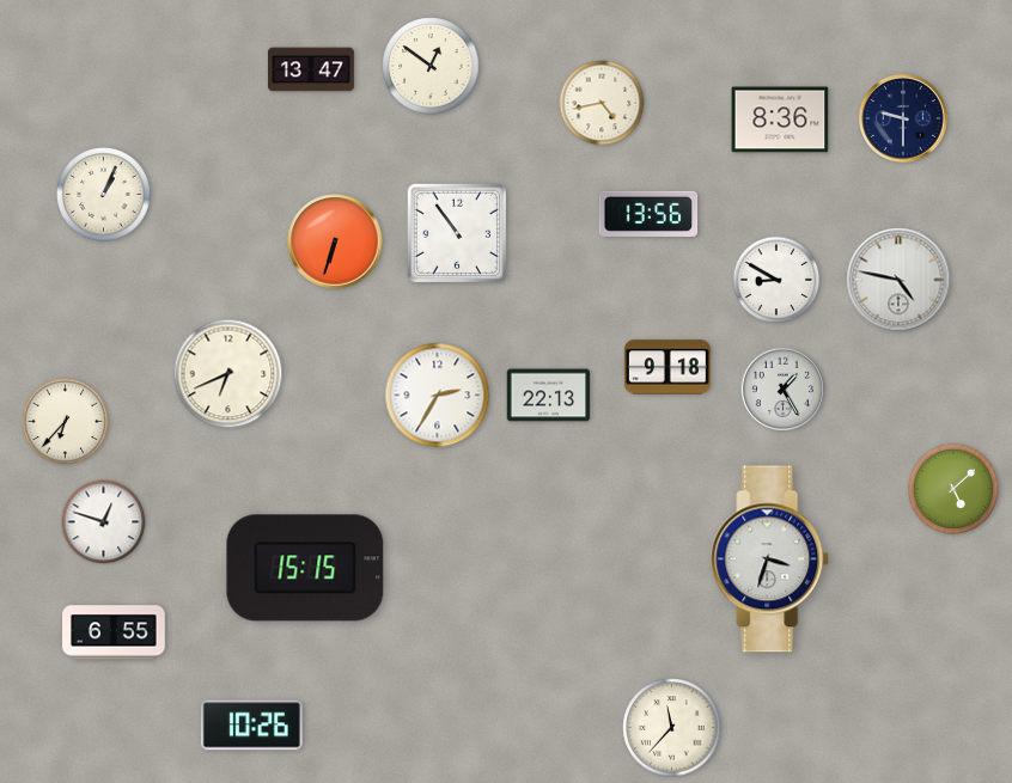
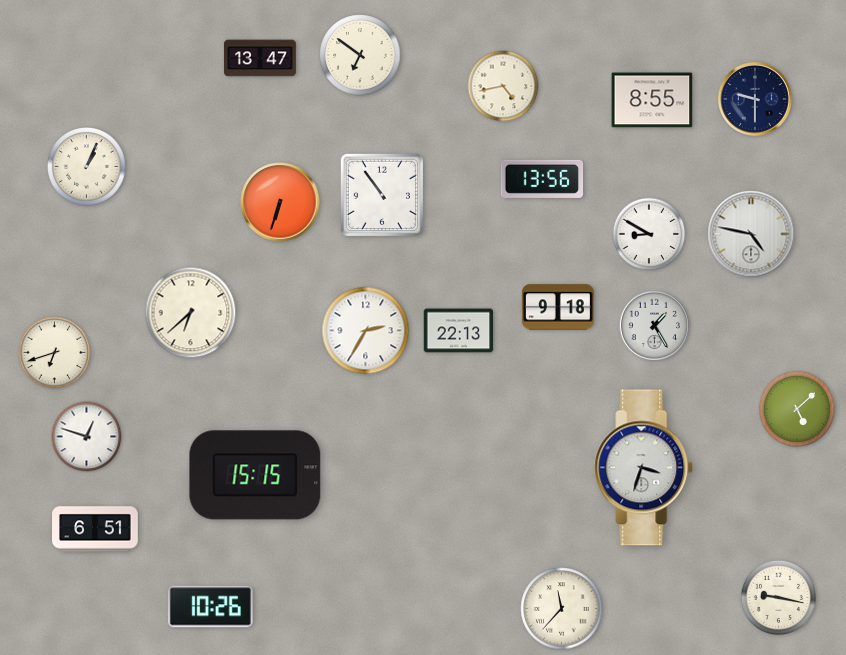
clock at (431, 66): 12:51 -> 6:51
clock at (780, 120): 8:36 -> 8:55
clock at (104, 195) position: (104, 195) -> (87, 167)
clock at (228, 374): 6:41 -> 6:38
clock at (66, 422): 6:37 -> 6:42
clock at (114, 632): 6:55 -> 6:51
clock at (778, 597): none -> 9:17
